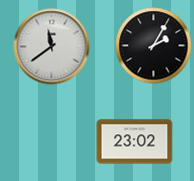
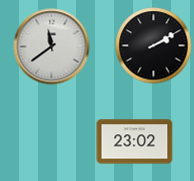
clock at (154, 46): 2:05 -> 2:10
